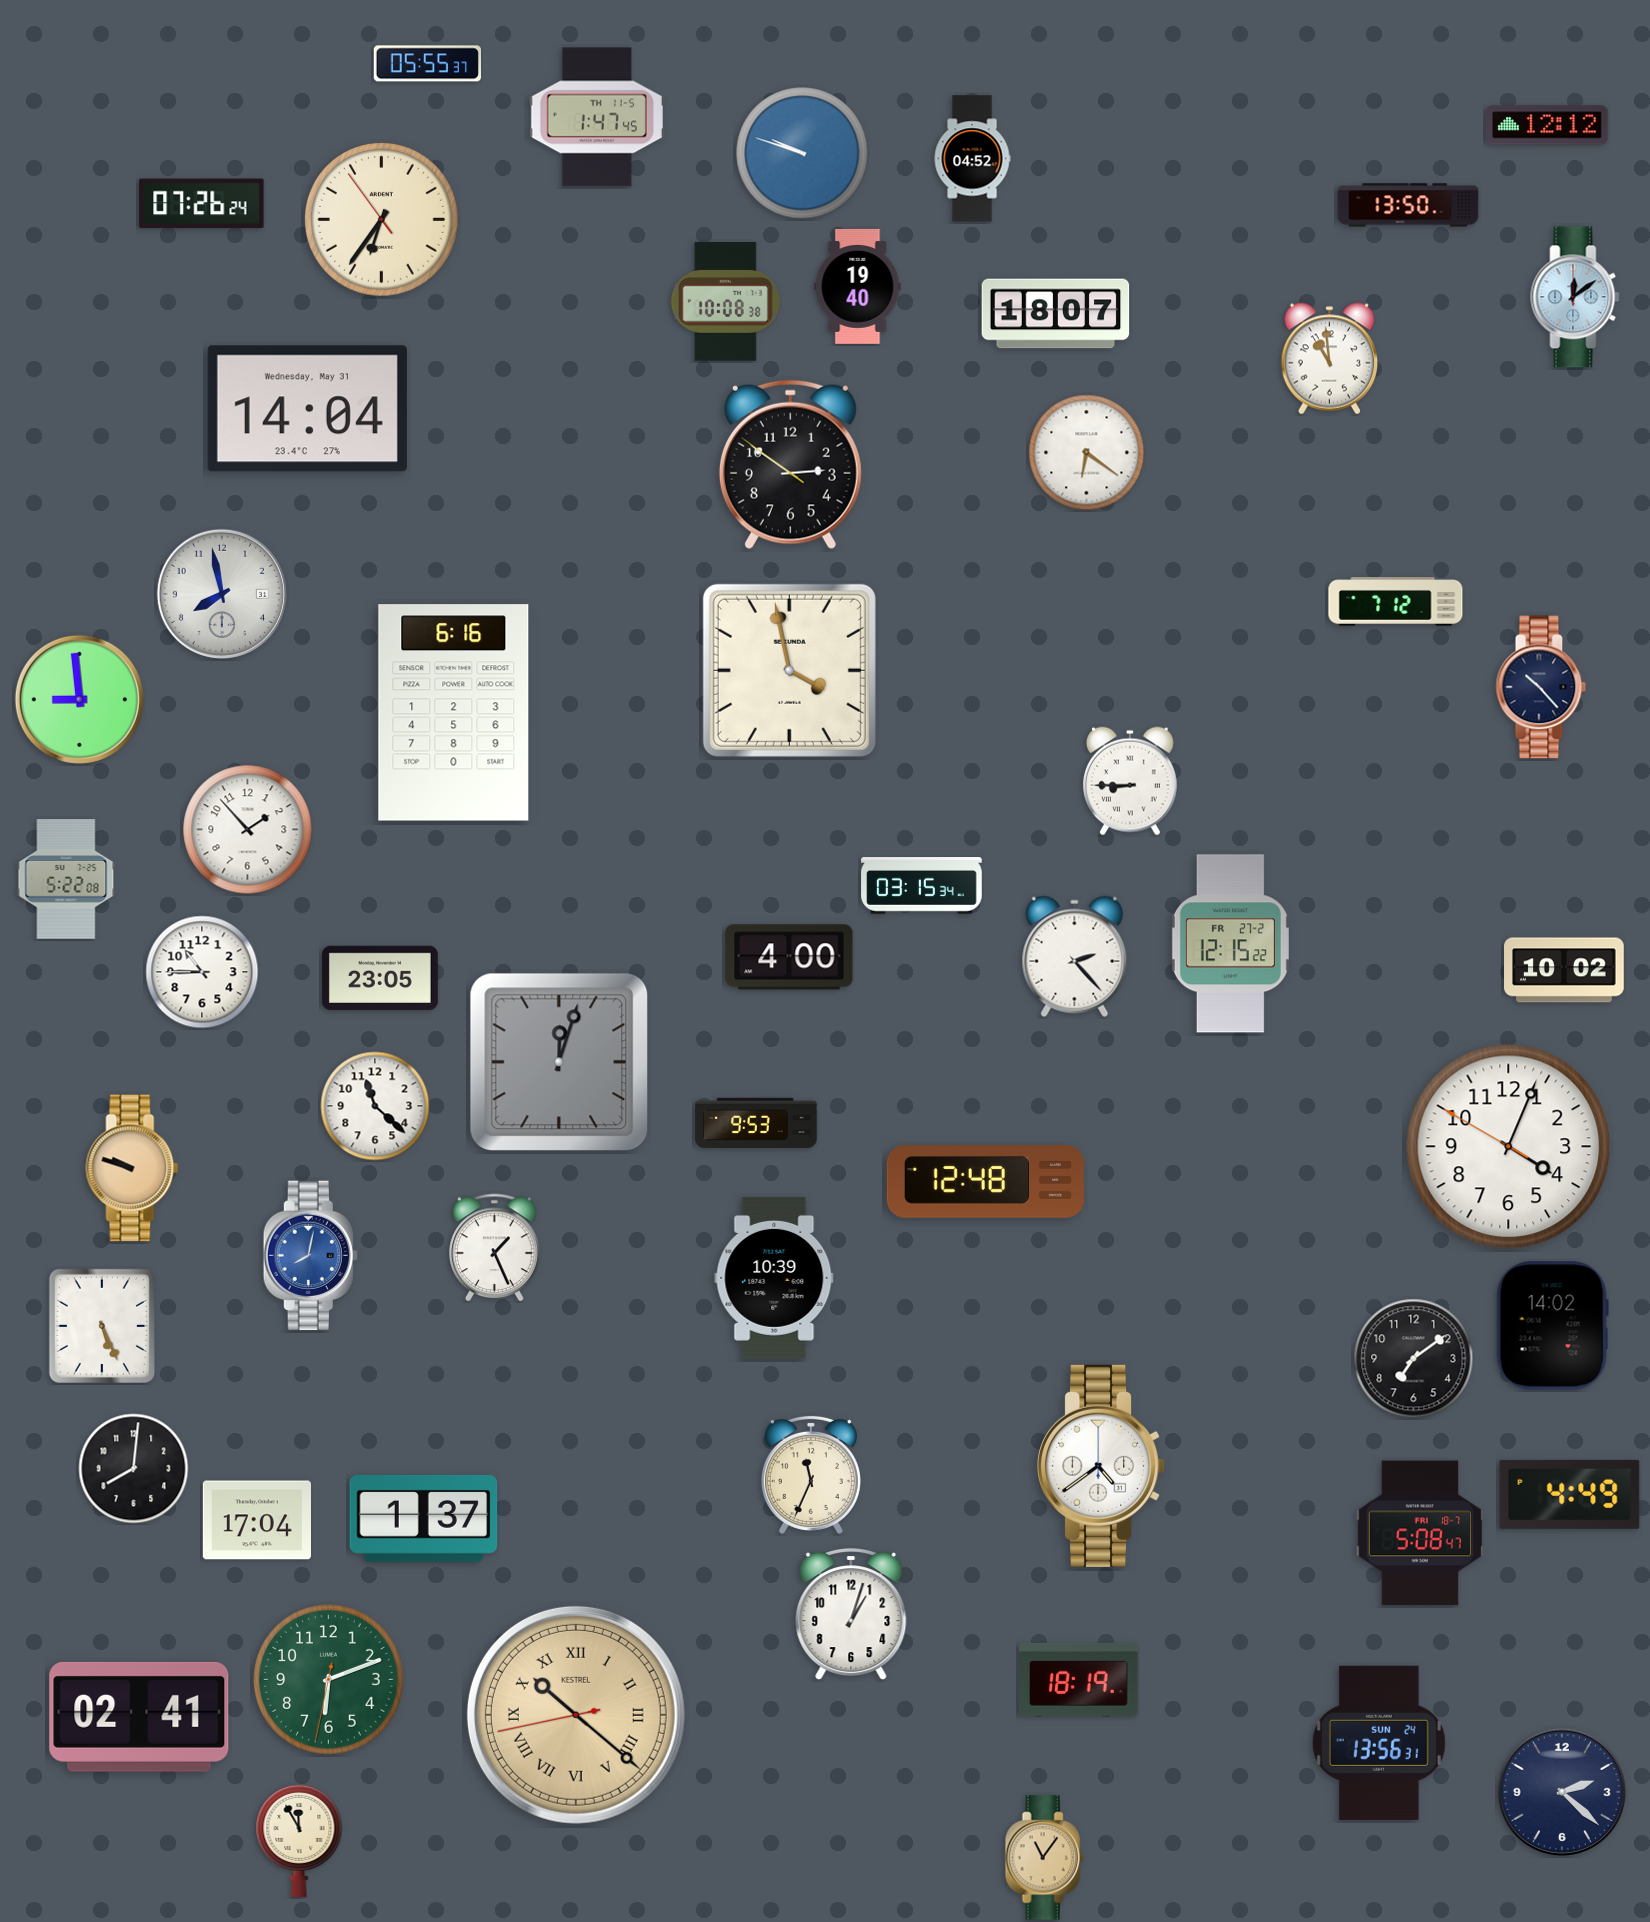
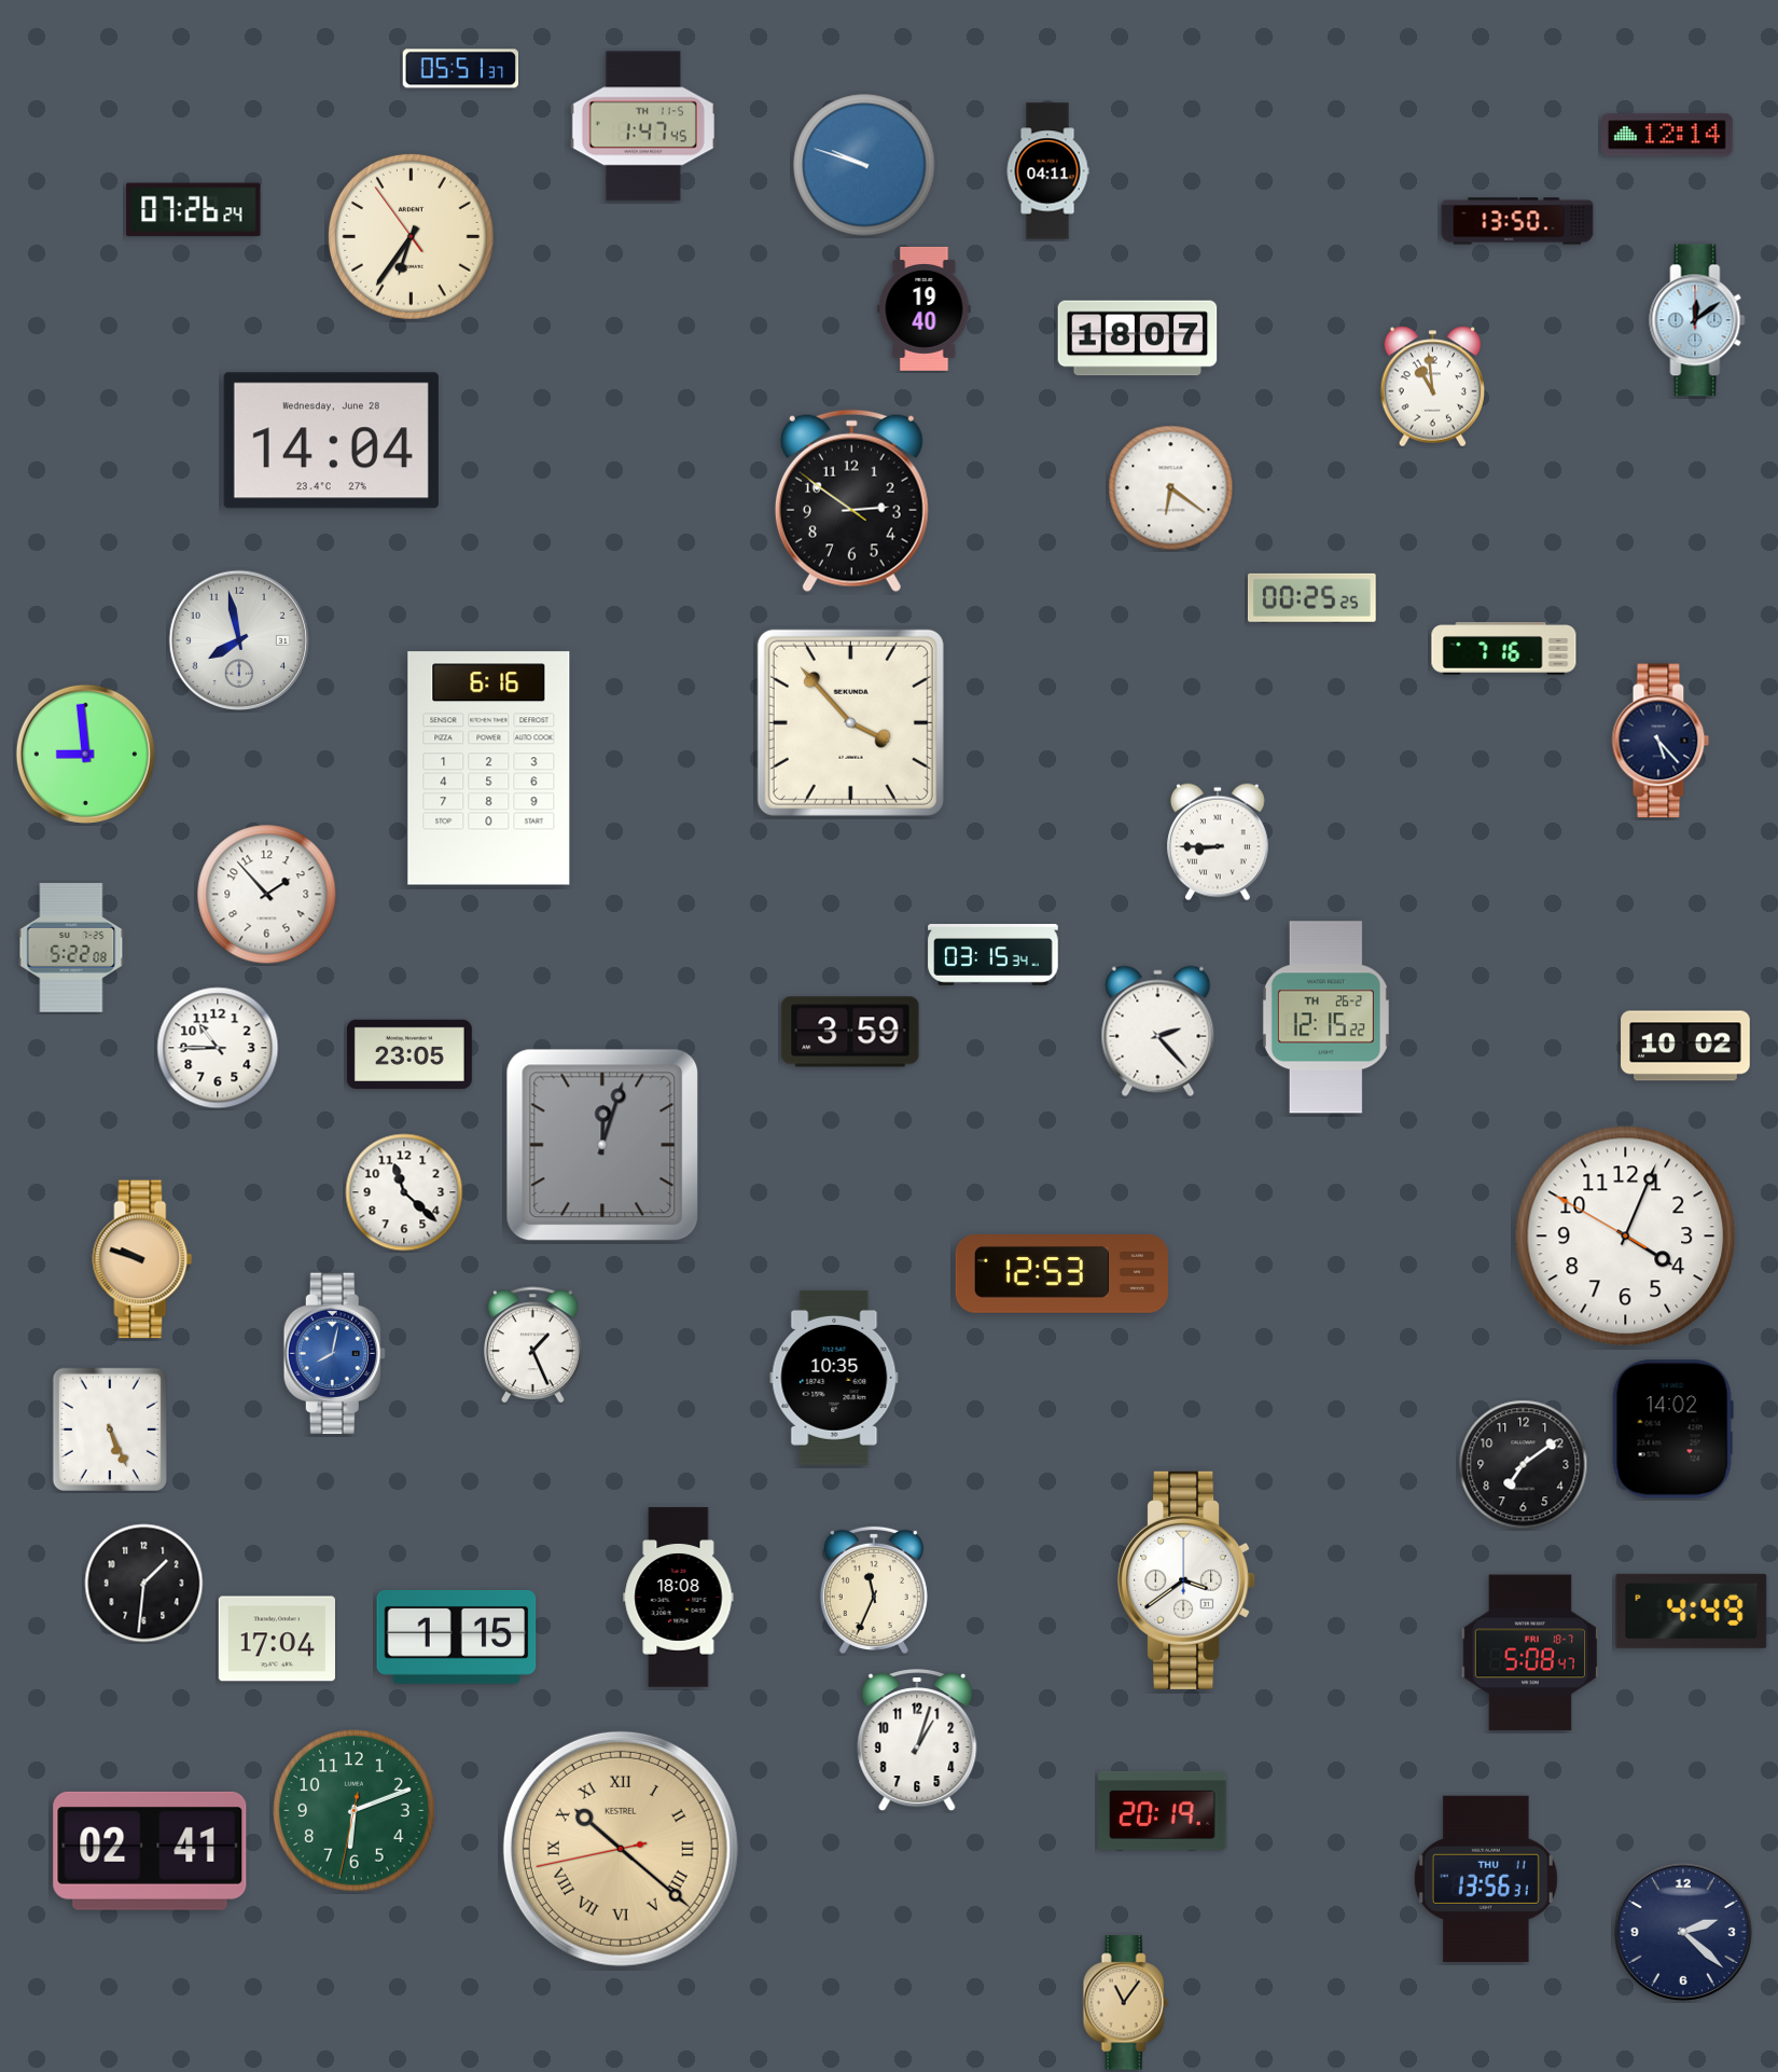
clock at (427, 64): 05:55 -> 05:51
clock at (1547, 125): 12:12 -> 12:14
clock at (972, 159): 04:52 -> 04:11
clock at (202, 204) position: (202, 204) -> (194, 210)
clock at (725, 302): 10:08 -> none
clock at (307, 409) date: Wednesday, May 31 -> Wednesday, June 28
clock at (1311, 597): none -> 00:25
clock at (1396, 602): 7:12 -> 7:16
clock at (789, 670): 3:58 -> 3:53
clock at (1541, 687): 10:23 -> 5:23
clock at (1230, 944) date: FR 27-2 -> TH 26-2
clock at (789, 957): 4:00 -> 3:59
clock at (756, 1122): 9:53 -> none
clock at (985, 1182): 12:48 -> 12:53
clock at (774, 1278): 10:39 -> 10:35
clock at (1102, 1466): 4:39 -> 3:39
clock at (134, 1469): 8:01 -> 1:31
clock at (679, 1598): none -> 18:08
clock at (424, 1518): 1:37 -> 1:15
clock at (1079, 1679): 18:19 -> 20:19
clock at (1379, 1743) date: SUN 24 -> THU 11
clock at (299, 1840): 11:55 -> none
